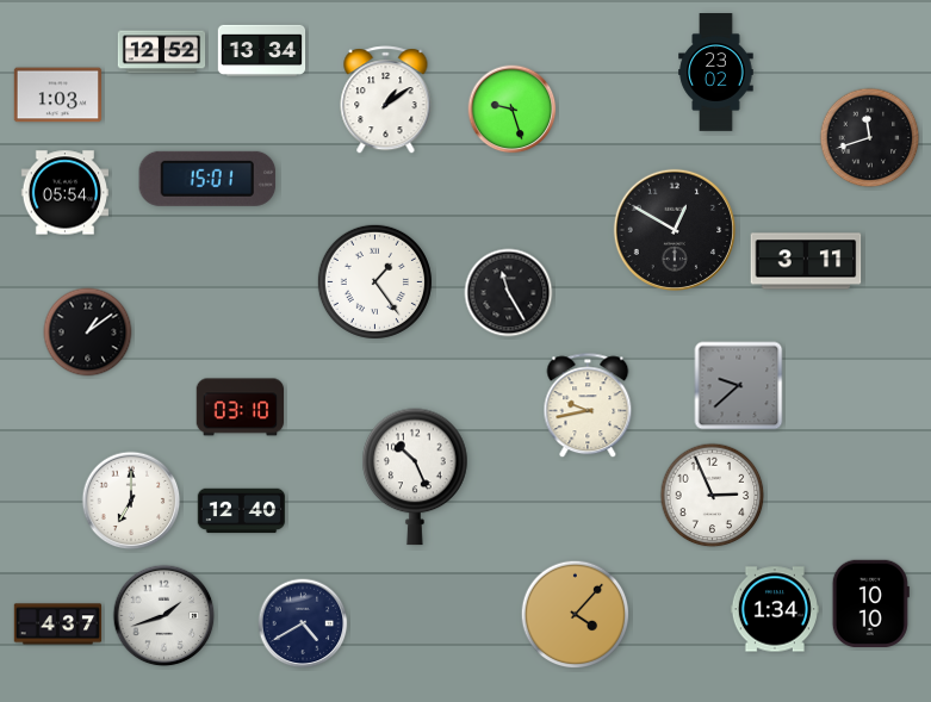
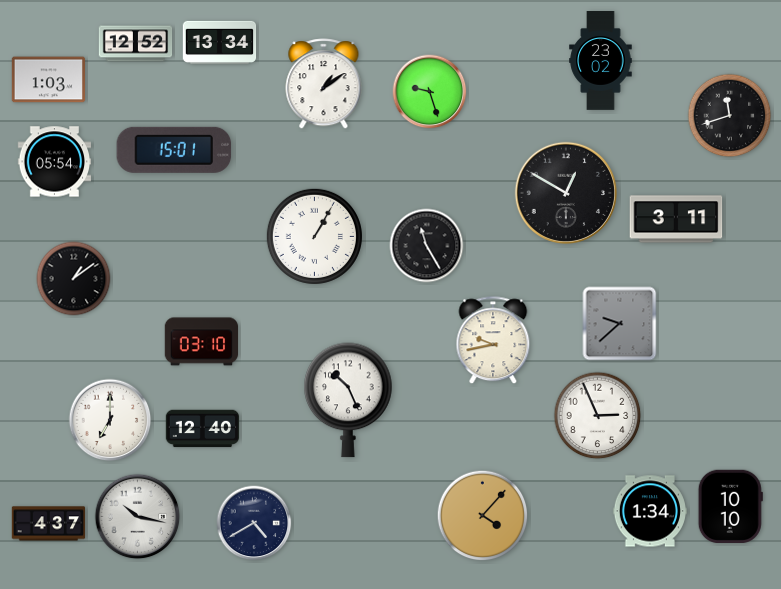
clock at (374, 281): 1:24 -> 1:05
clock at (165, 616): 1:42 -> 10:17
